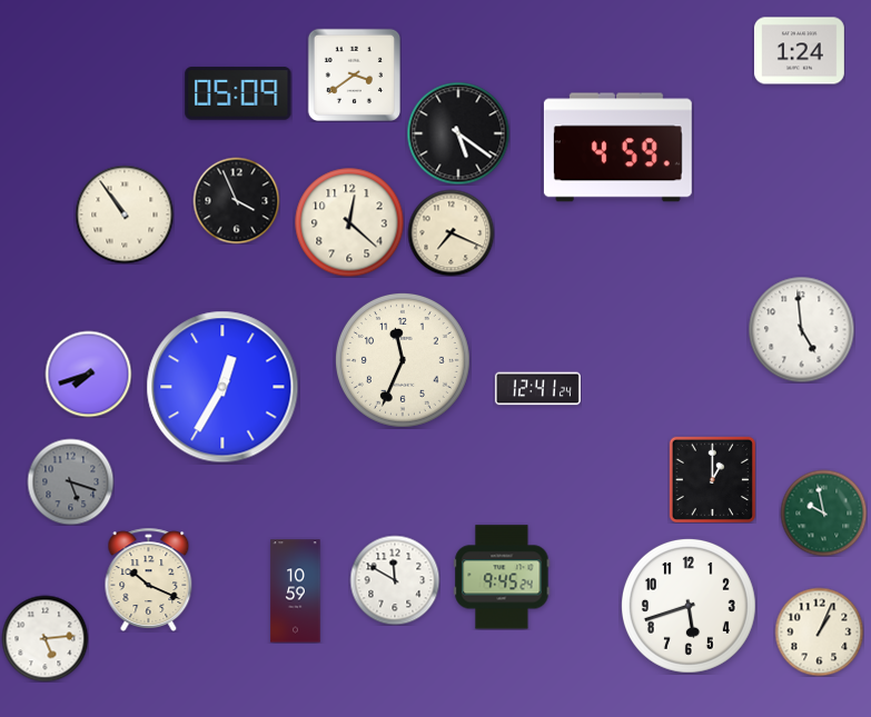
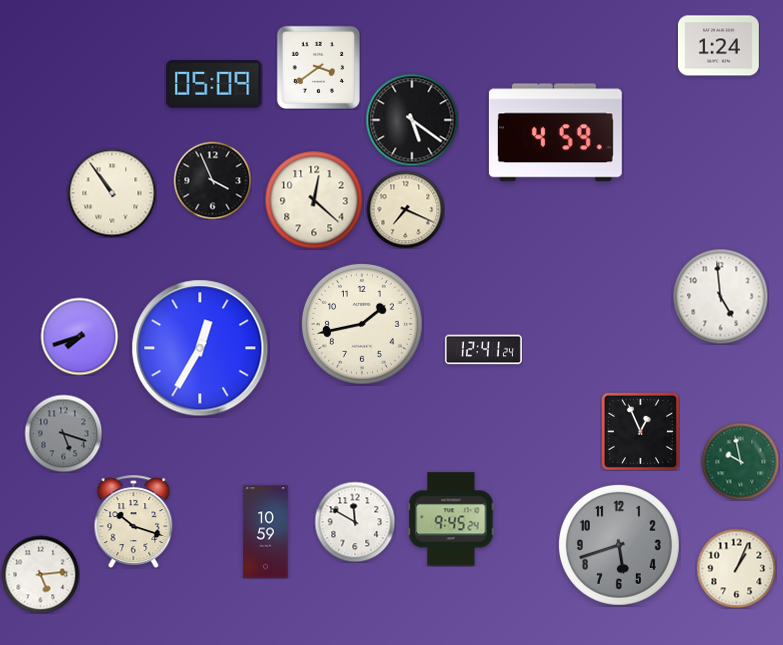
clock at (403, 360): 11:34 -> 1:43
clock at (712, 479): 1:00 -> 12:56
clock at (149, 579): 10:19 -> 10:18
clock at (689, 606) dial: white -> grey
